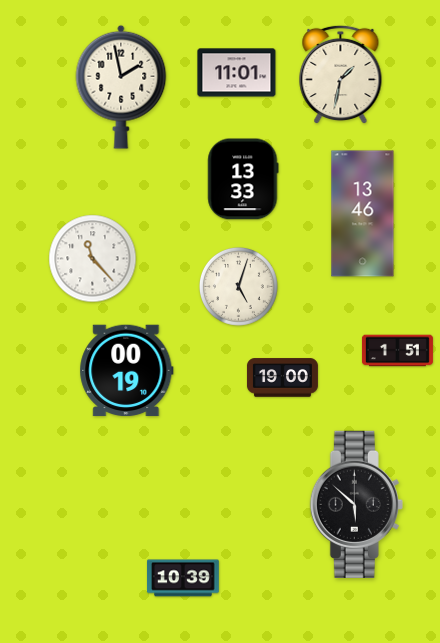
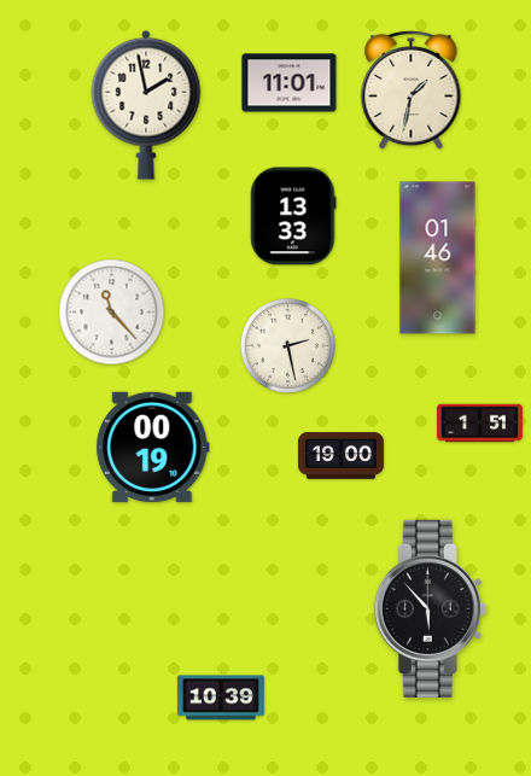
clock at (237, 73) position: (237, 73) -> (290, 83)
clock at (363, 214): 13:46 -> 01:46
clock at (238, 286): 5:03 -> 2:28
clock at (356, 504): 5:52 -> 5:53
